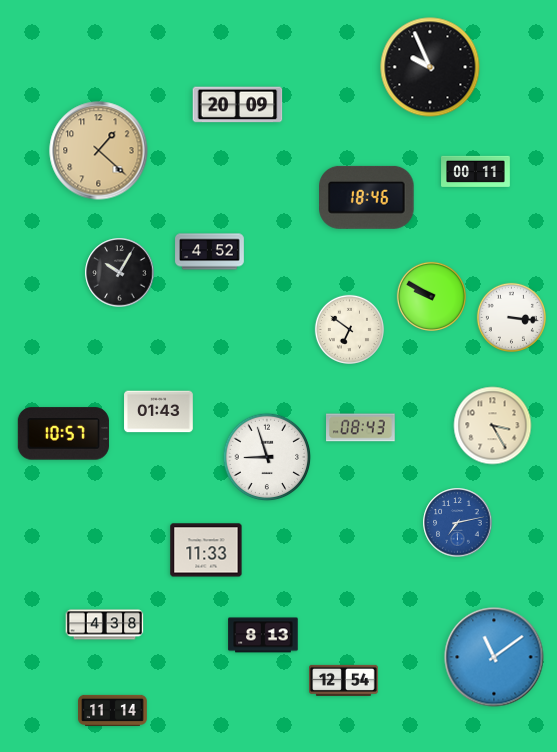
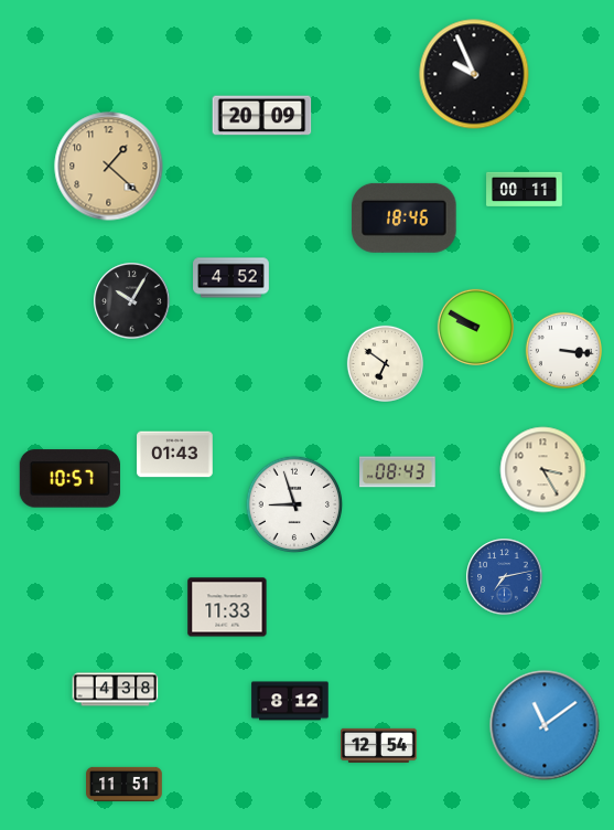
clock at (263, 635): 8:13 -> 8:12
clock at (344, 680) position: (344, 680) -> (379, 745)
clock at (113, 710): 11:14 -> 11:51
